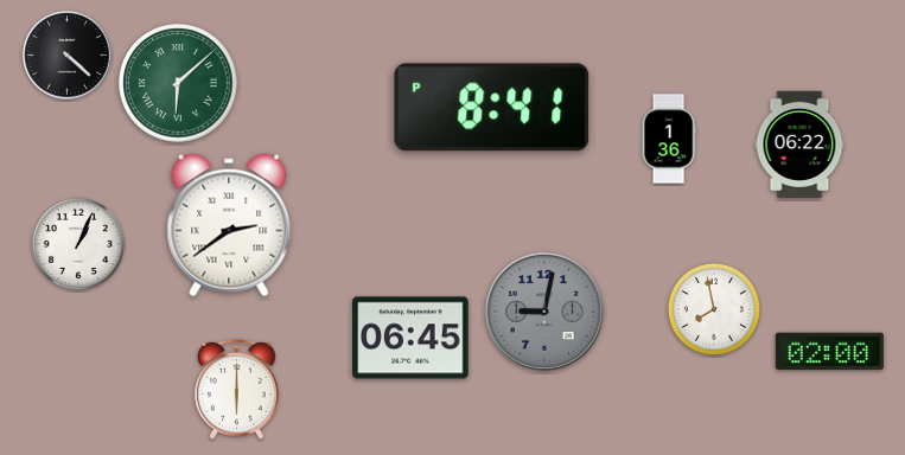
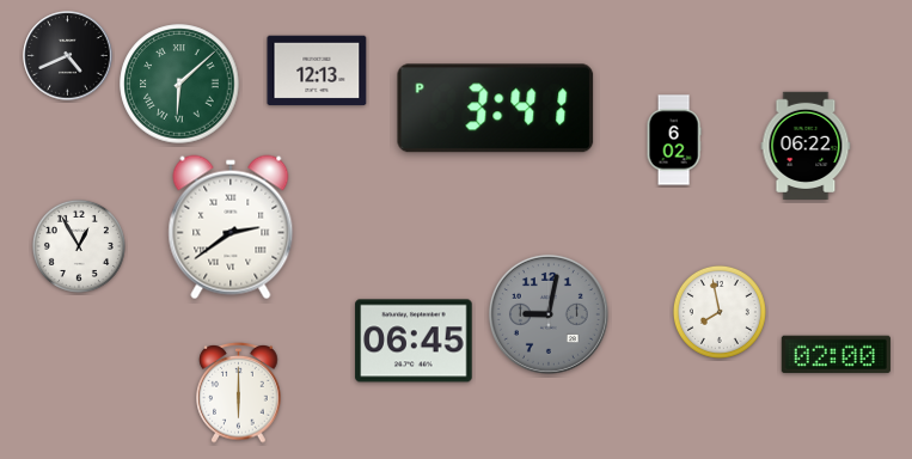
clock at (68, 56): 4:22 -> 4:41
clock at (317, 71): none -> 12:13
clock at (492, 108): 8:41 -> 3:41
clock at (669, 139): 1:36 -> 6:02
clock at (78, 244): 1:04 -> 12:55
